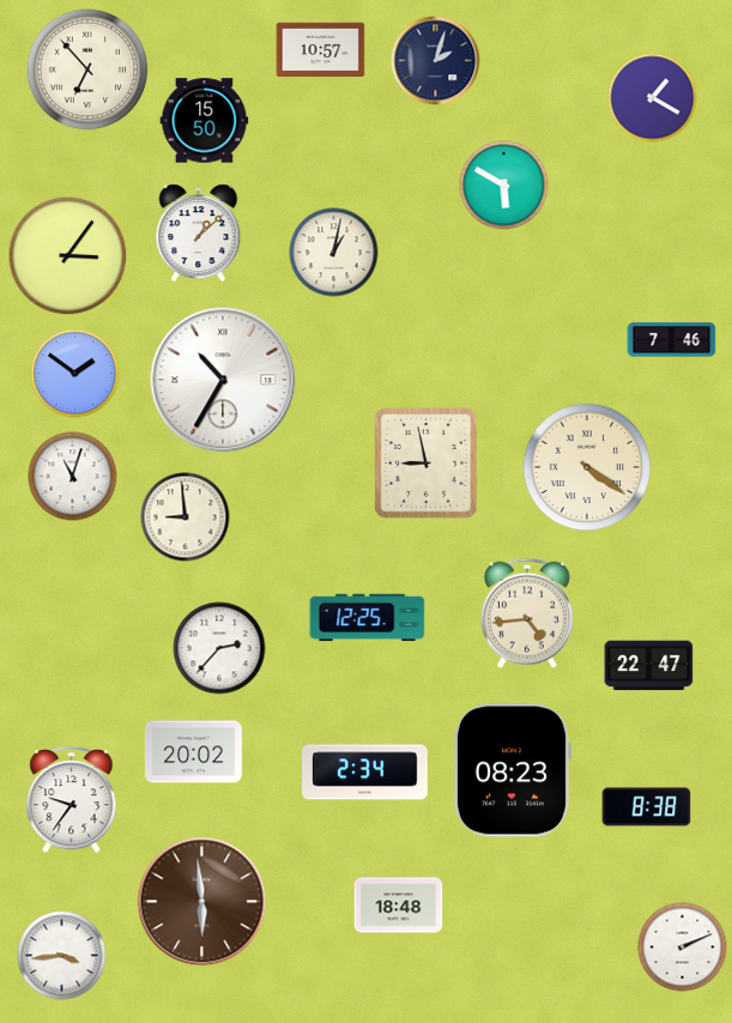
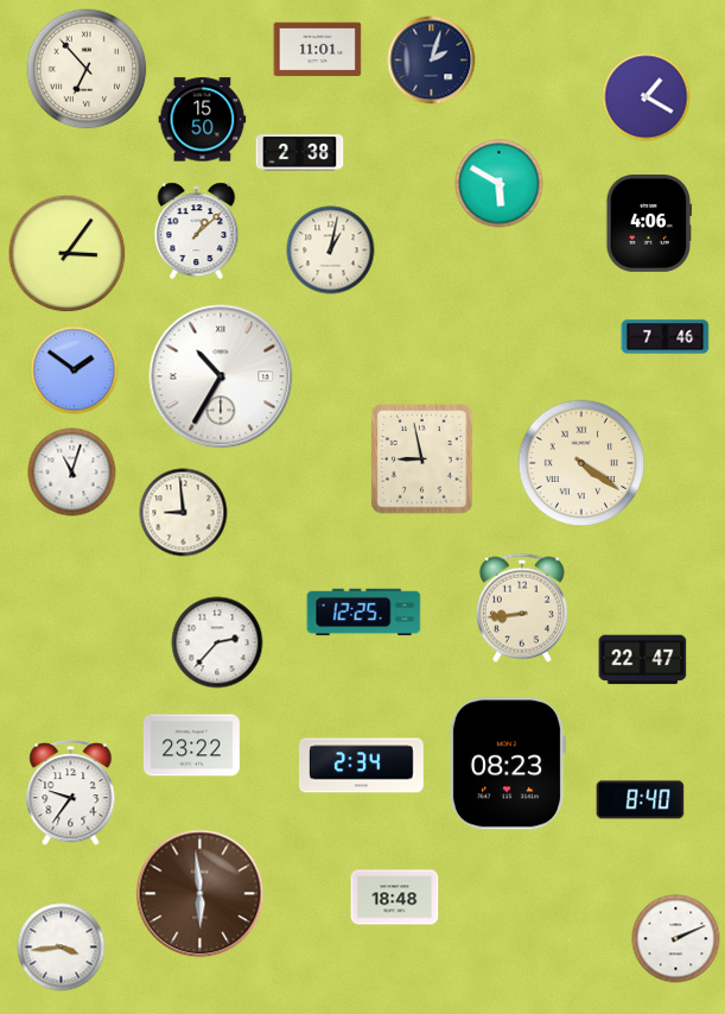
clock at (321, 50): 10:57 -> 11:01
clock at (300, 153): none -> 2:38
clock at (648, 224): none -> 4:06
clock at (527, 613): 4:44 -> 8:44
clock at (193, 752): 20:02 -> 23:22
clock at (647, 807): 8:38 -> 8:40
